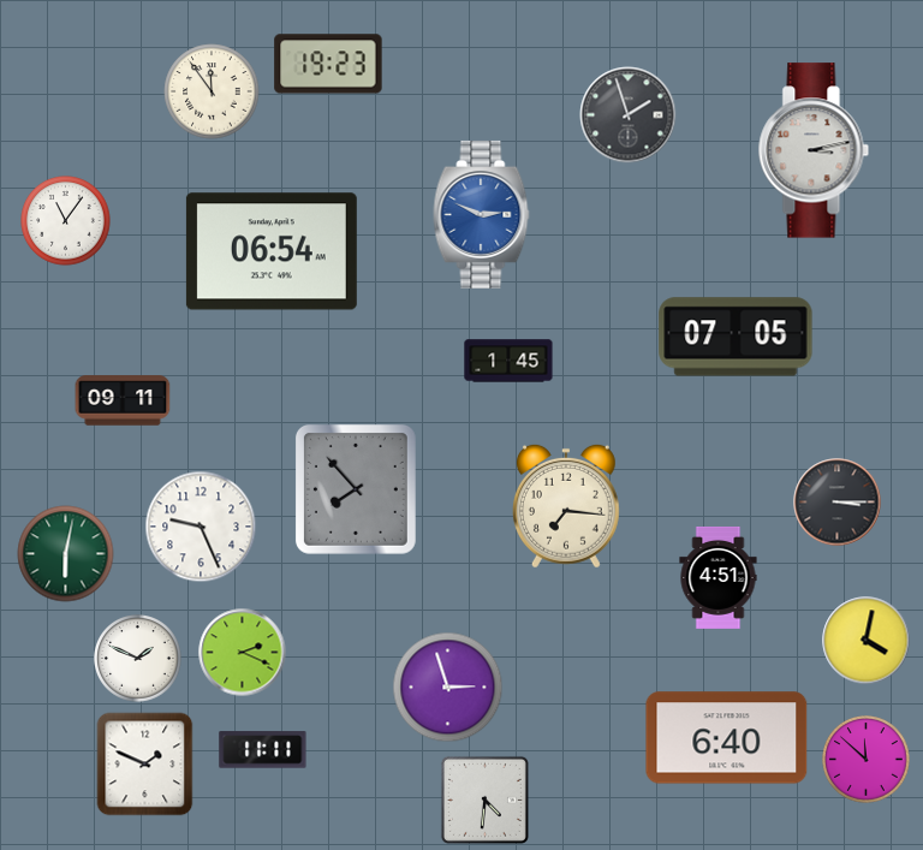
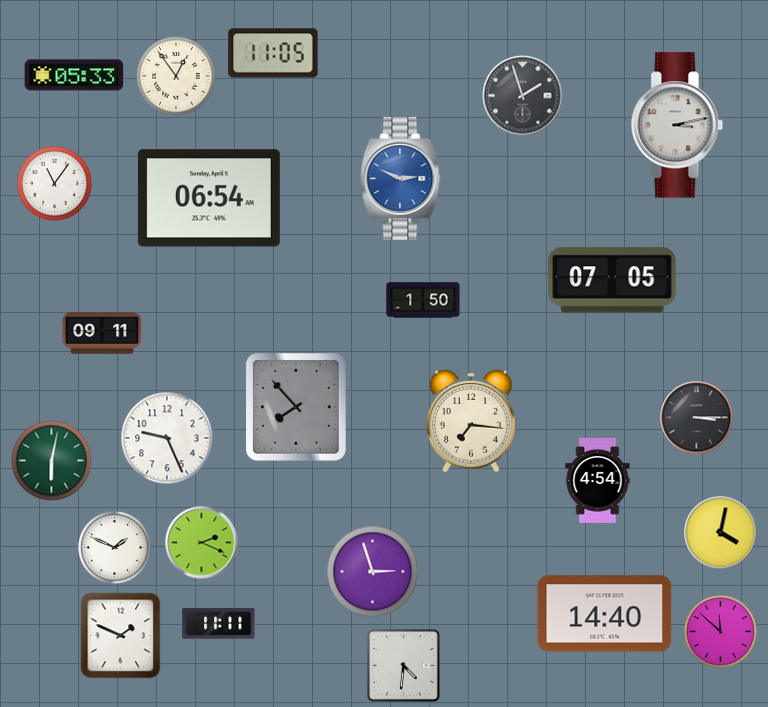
clock at (328, 64): 19:23 -> 11:05
clock at (74, 75): none -> 05:33
clock at (212, 91): 11:54 -> 12:54
clock at (272, 251) position: (272, 251) -> (209, 198)
clock at (508, 361): 1:45 -> 1:50
clock at (66, 554) position: (66, 554) -> (52, 461)
clock at (719, 577): 4:51 -> 4:54
clock at (727, 738): 6:40 -> 14:40
